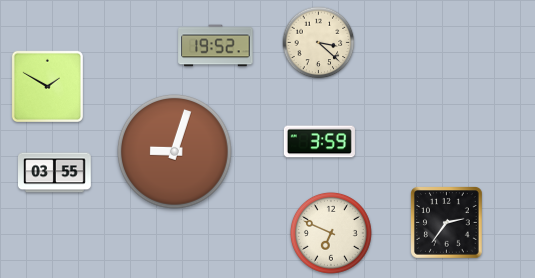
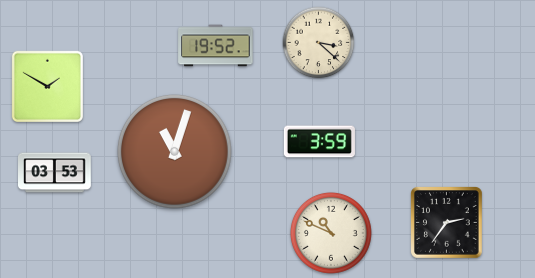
clock at (175, 152): 9:03 -> 11:03
clock at (55, 173): 03:55 -> 03:53
clock at (331, 233): 6:49 -> 10:49
